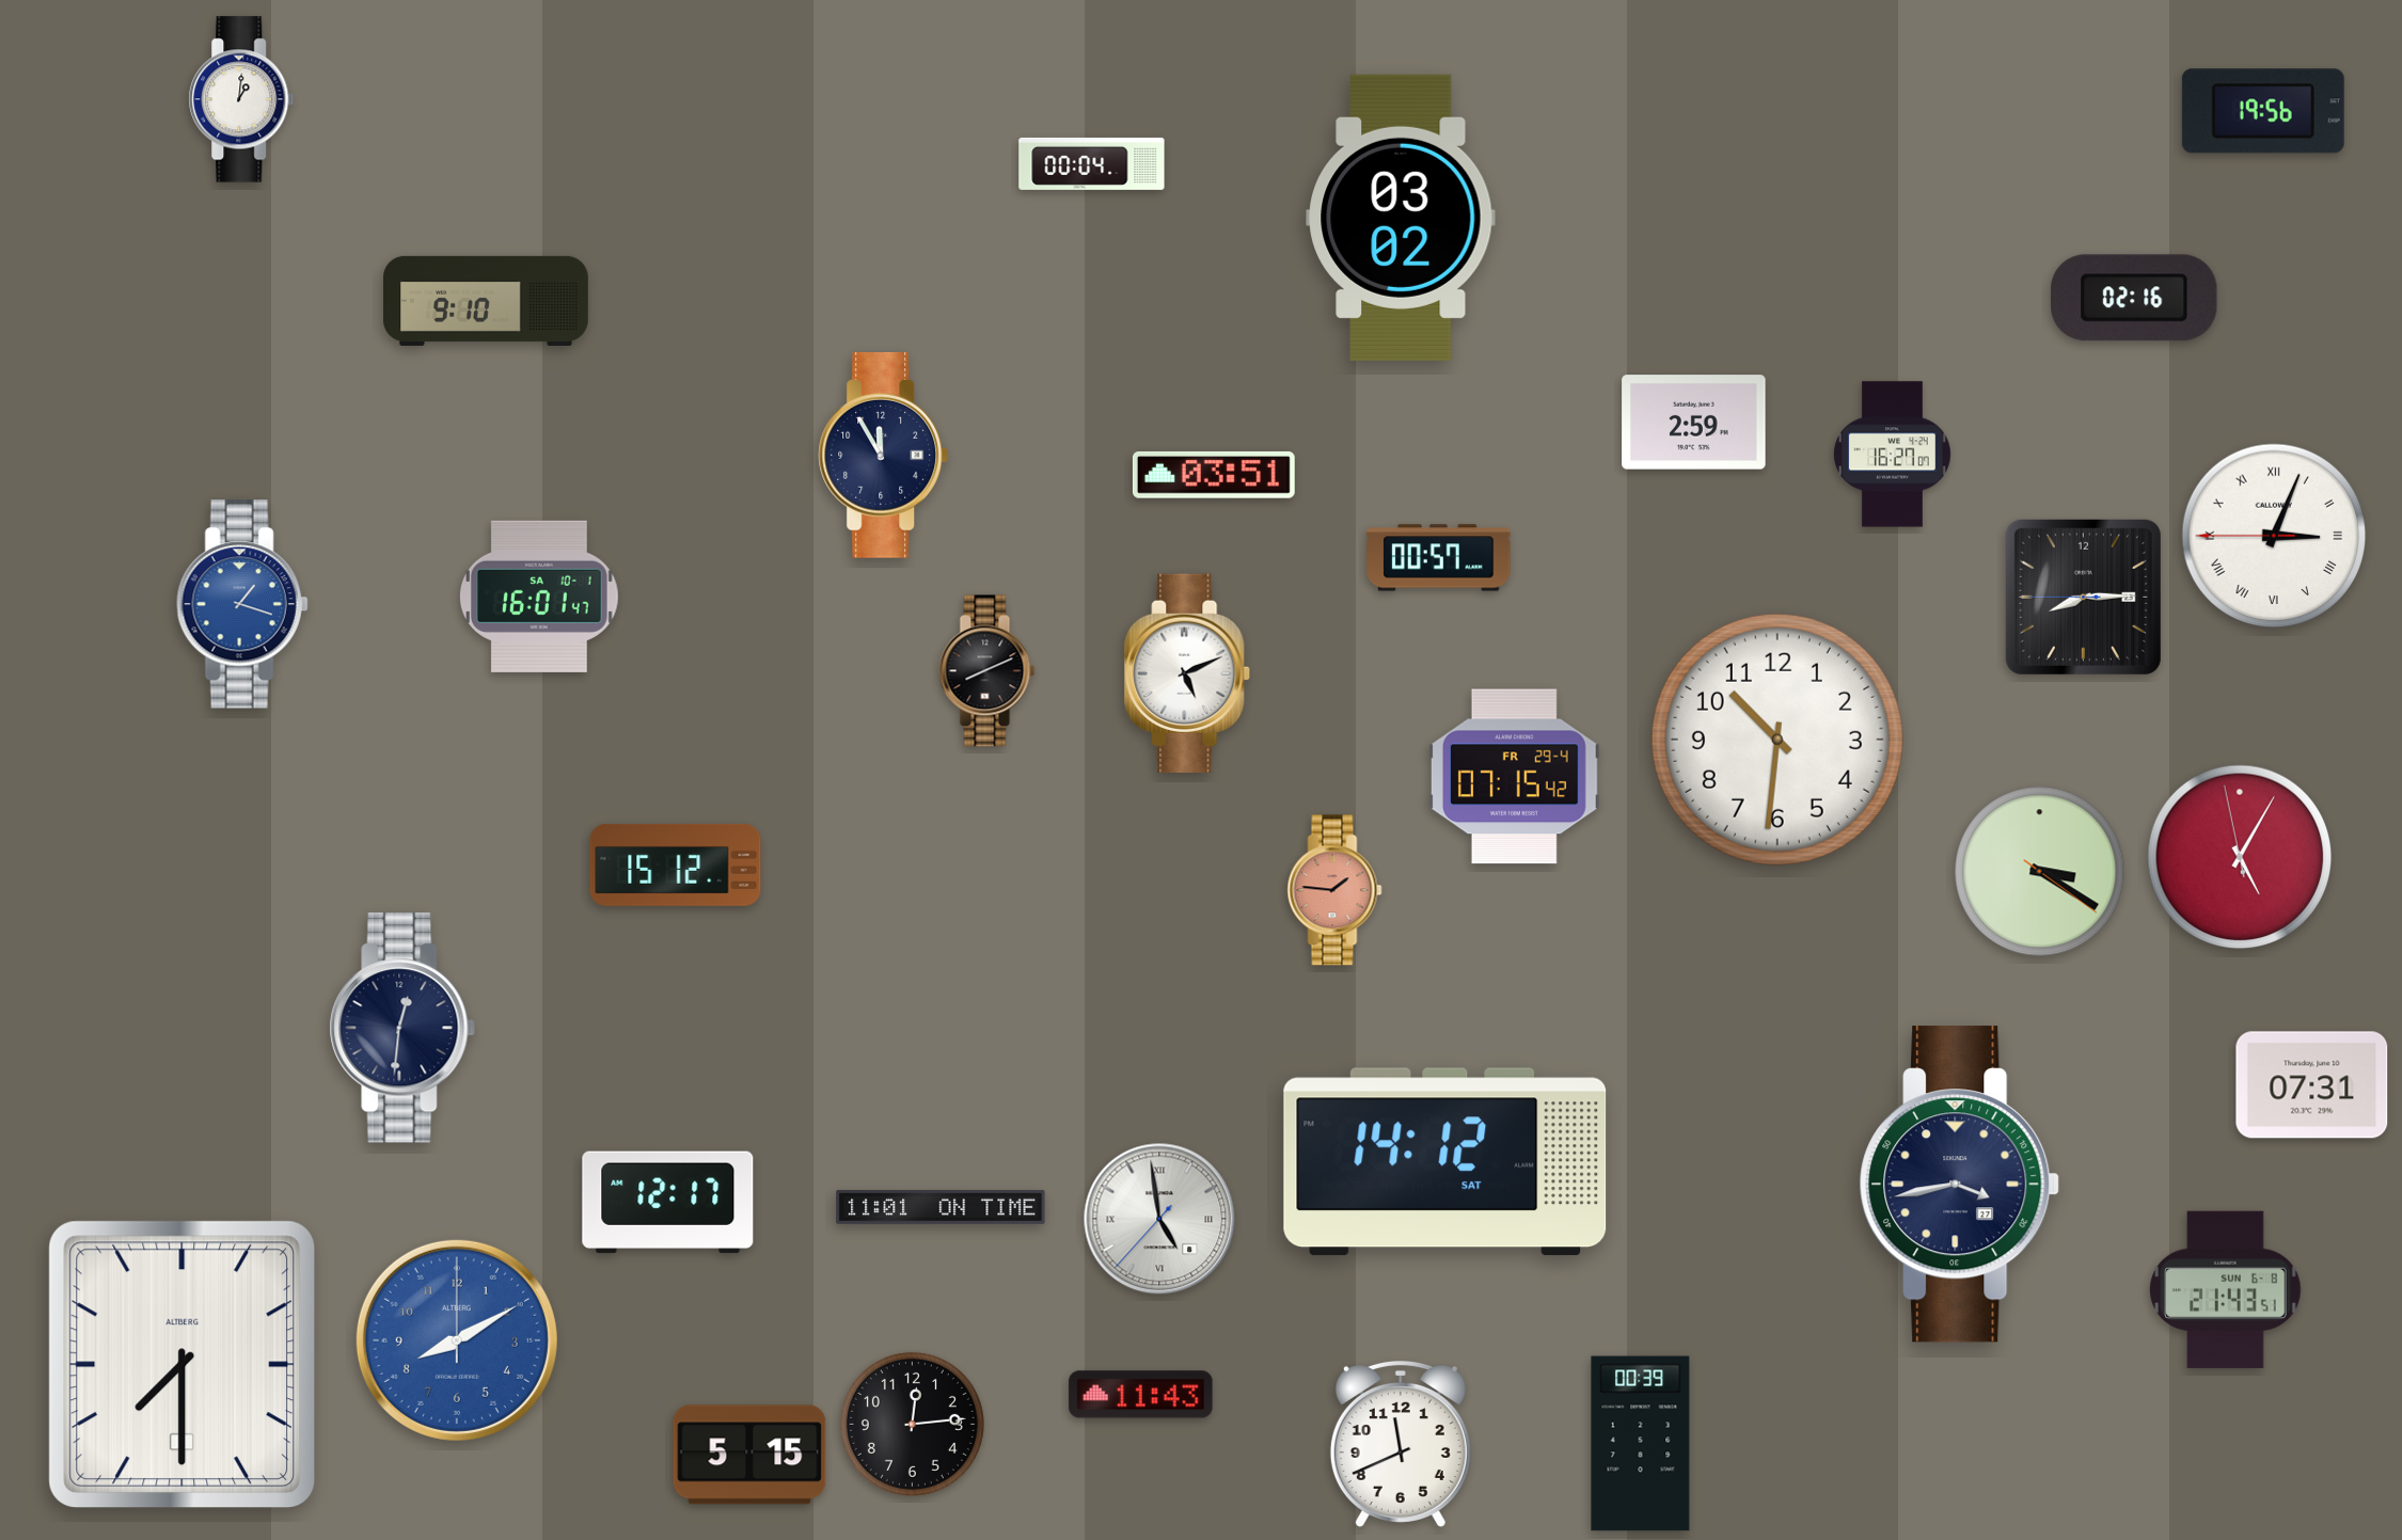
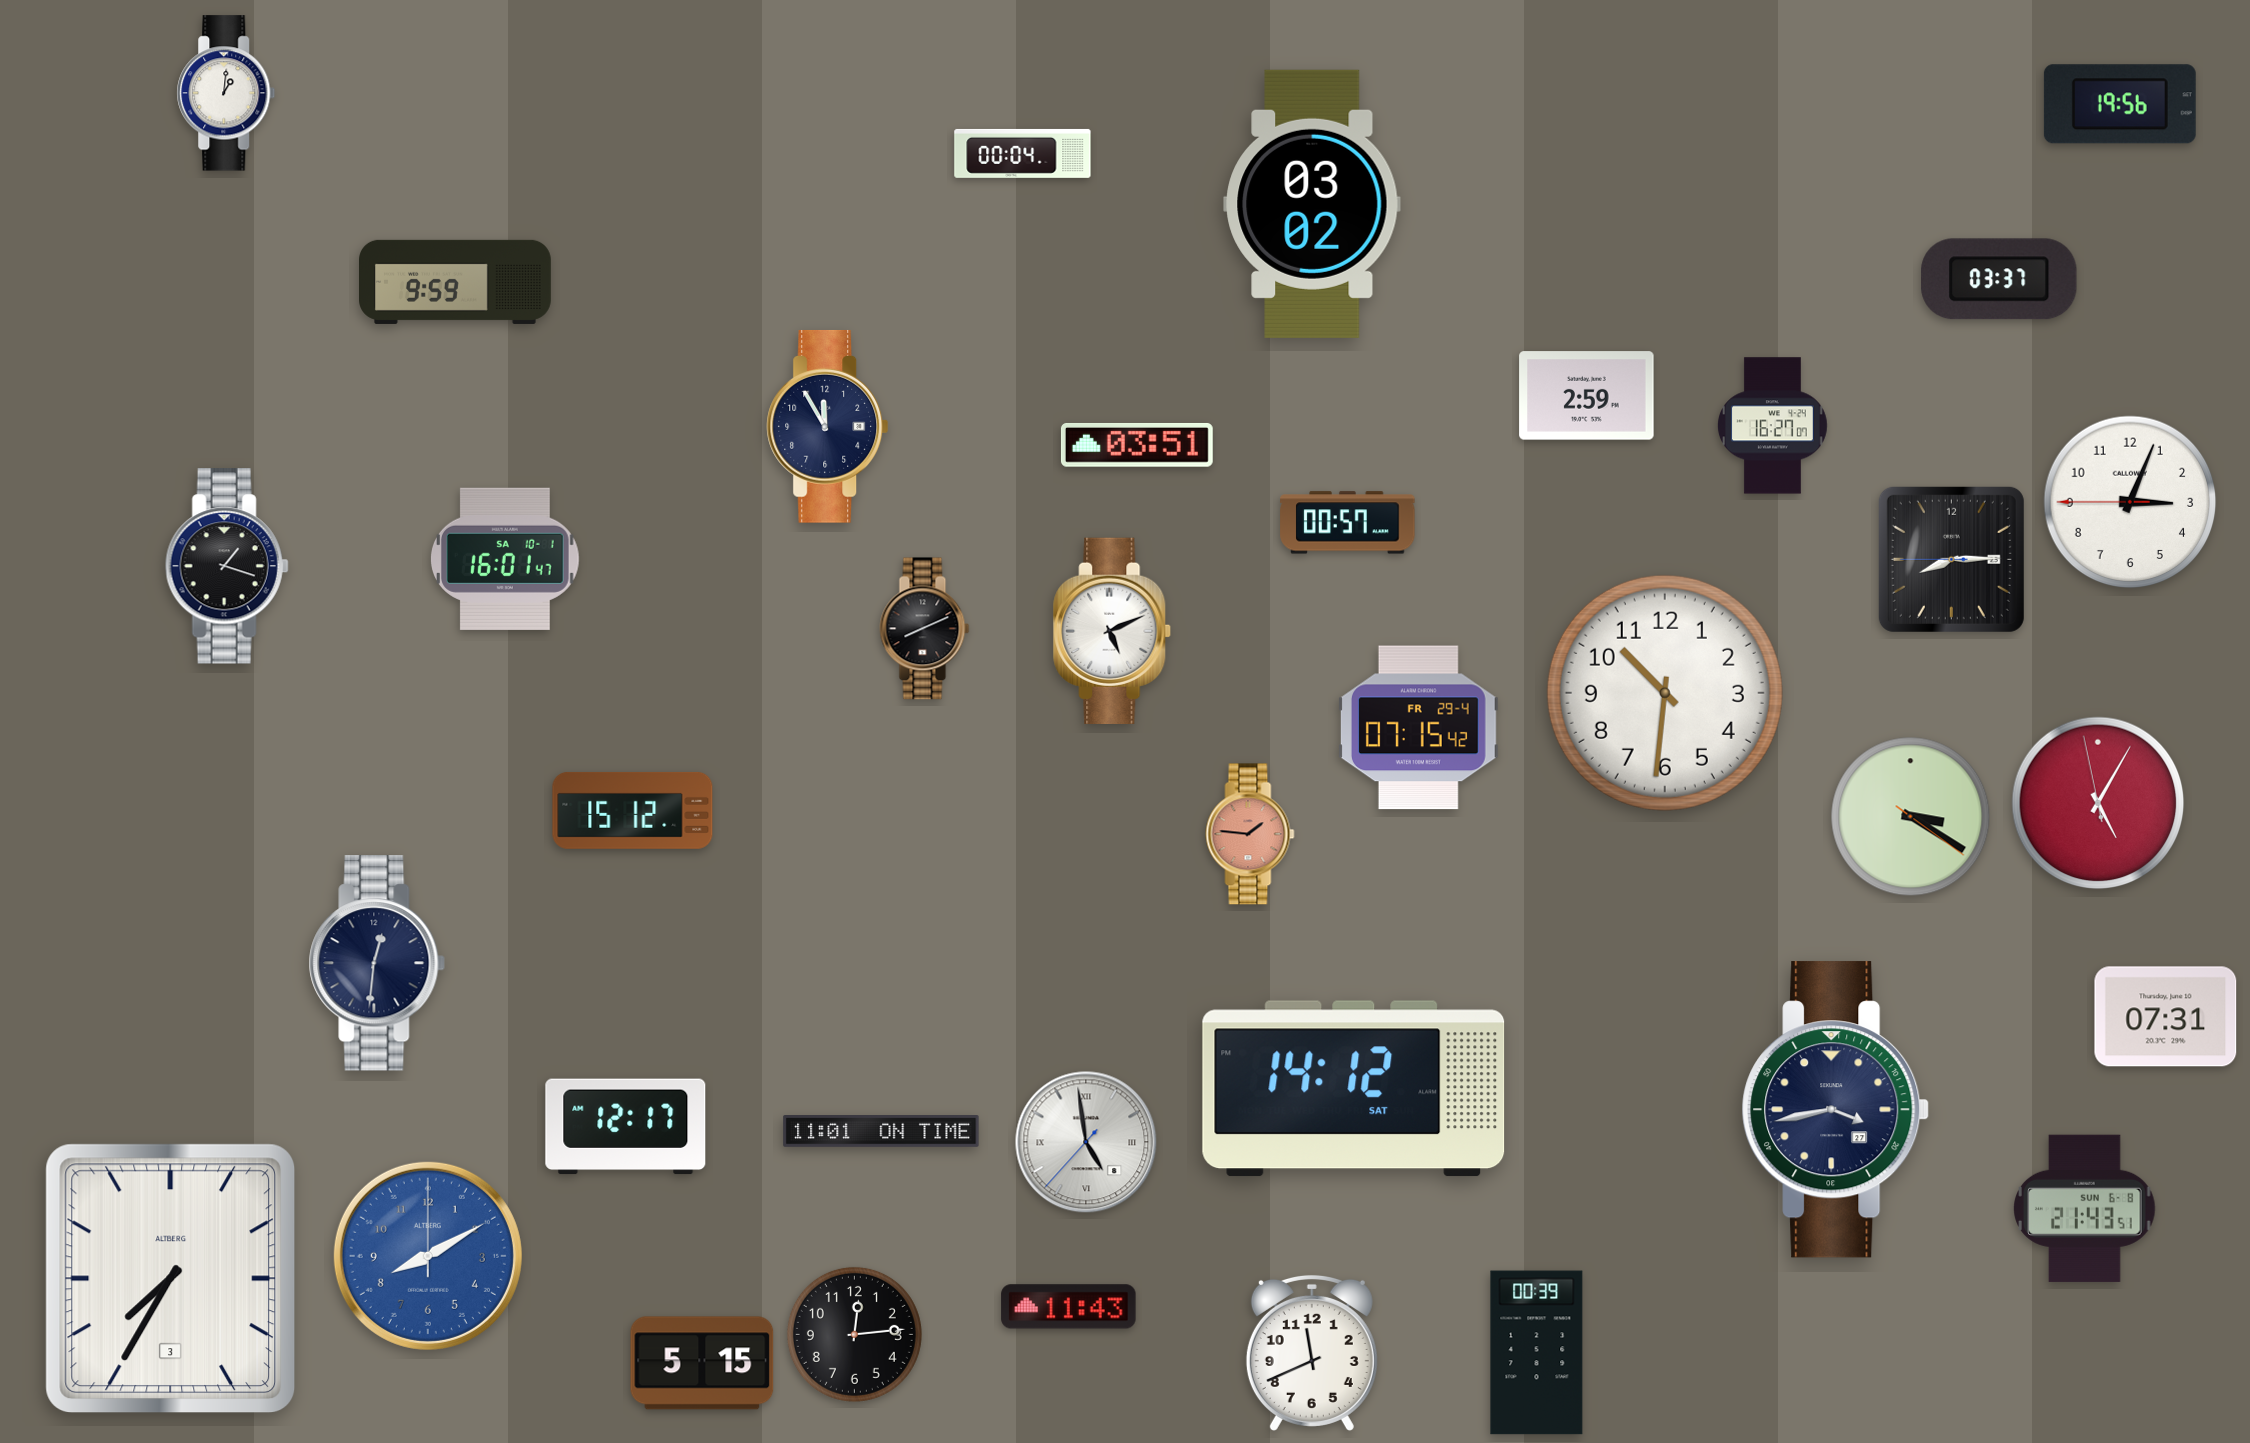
clock at (2134, 298): 02:16 -> 03:37
clock at (487, 301): 9:10 -> 9:59
clock at (2274, 536) numerals: Roman -> Arabic
clock at (242, 604) dial: blue -> black
clock at (183, 1365): 7:30 -> 7:35
